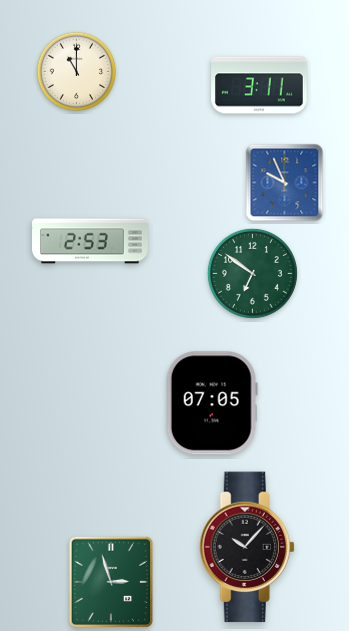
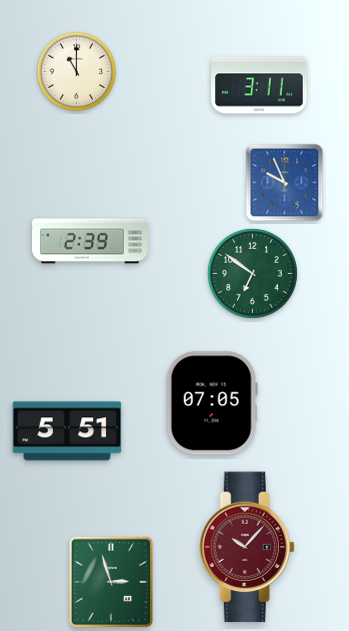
clock at (90, 241): 2:53 -> 2:39
clock at (67, 431): none -> 5:51
clock at (247, 547) dial: black -> burgundy
